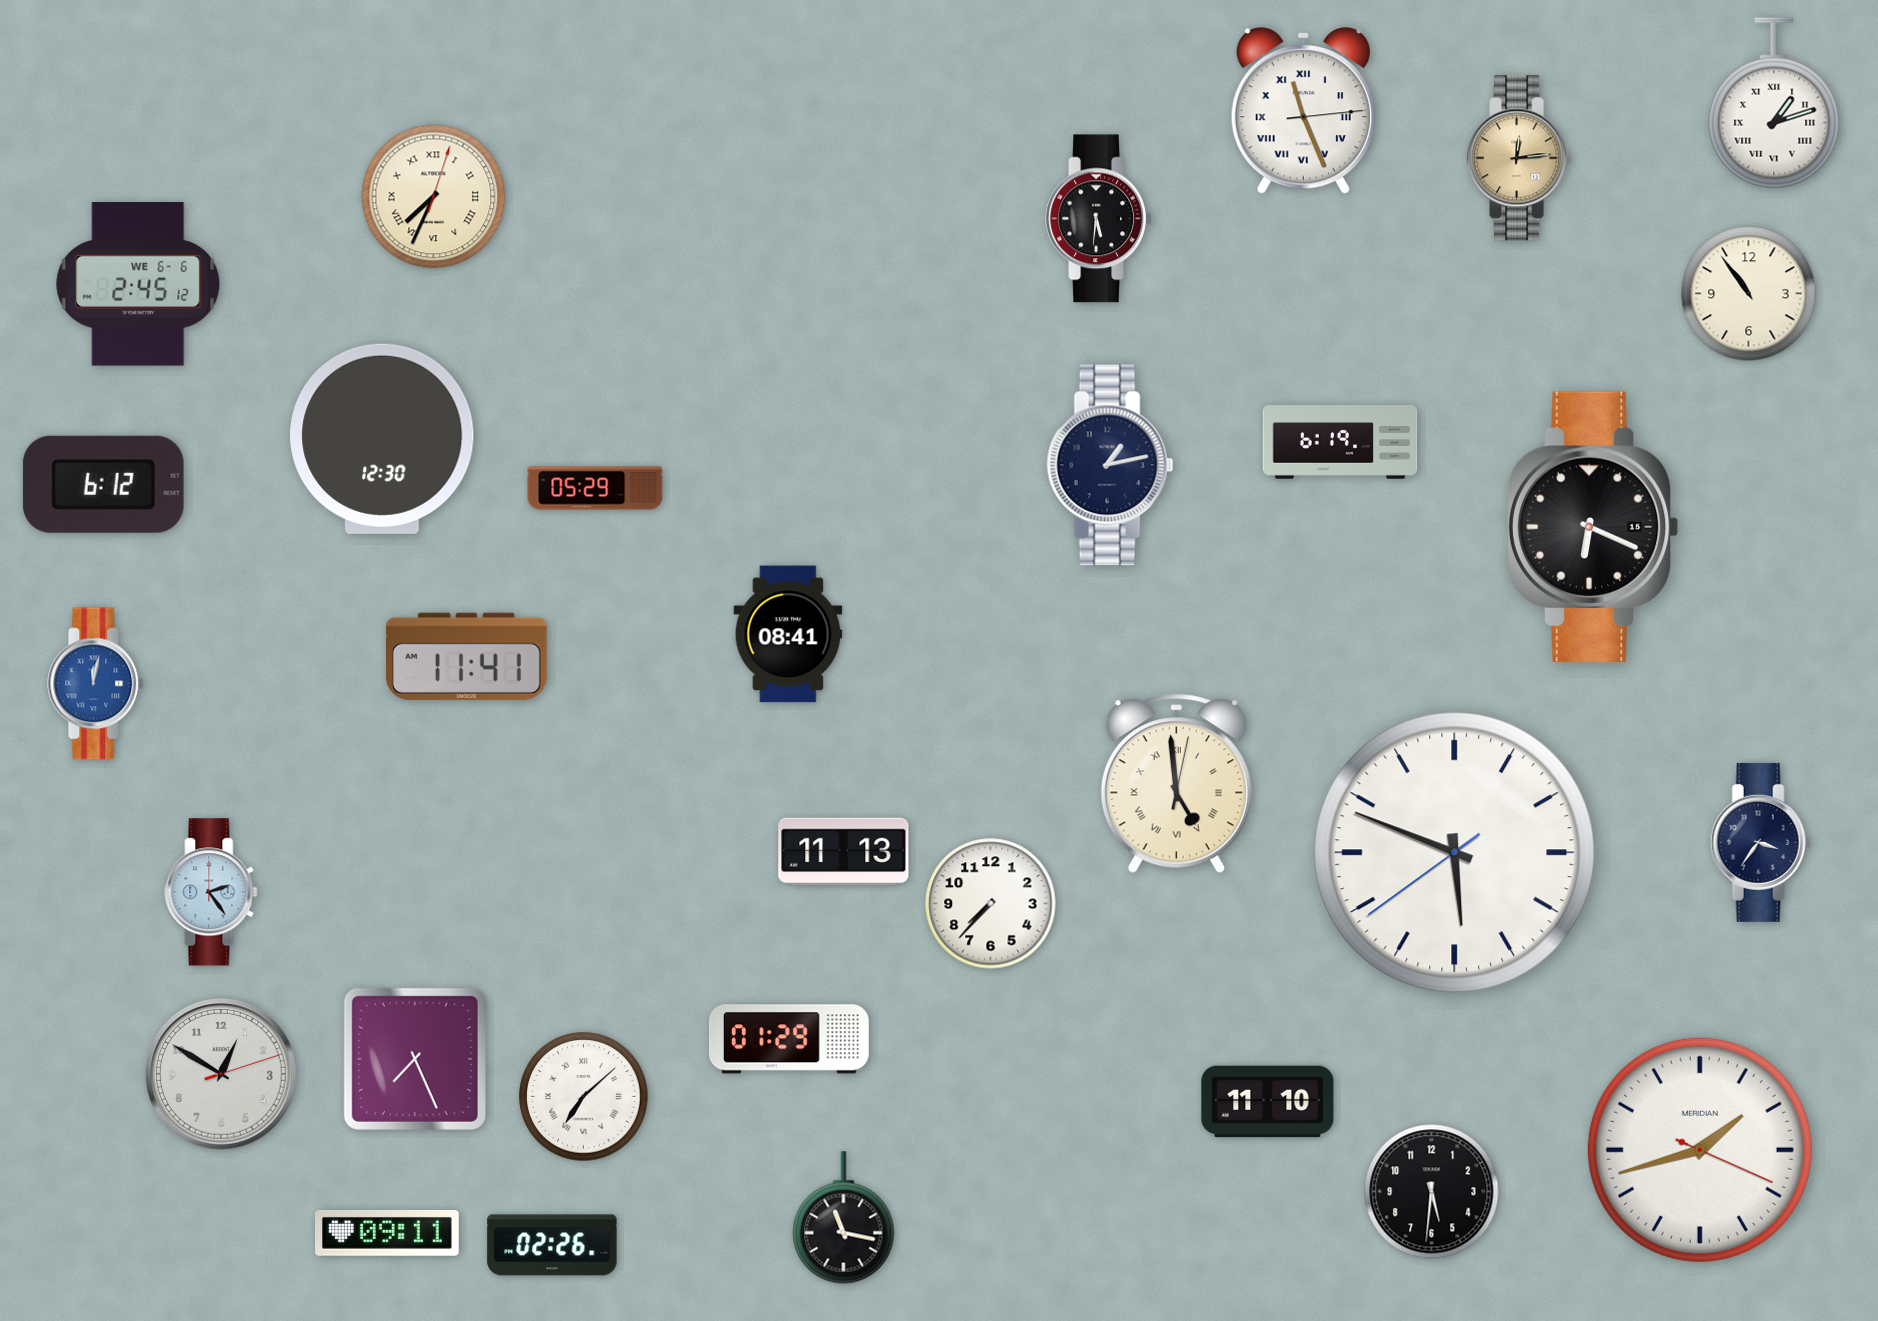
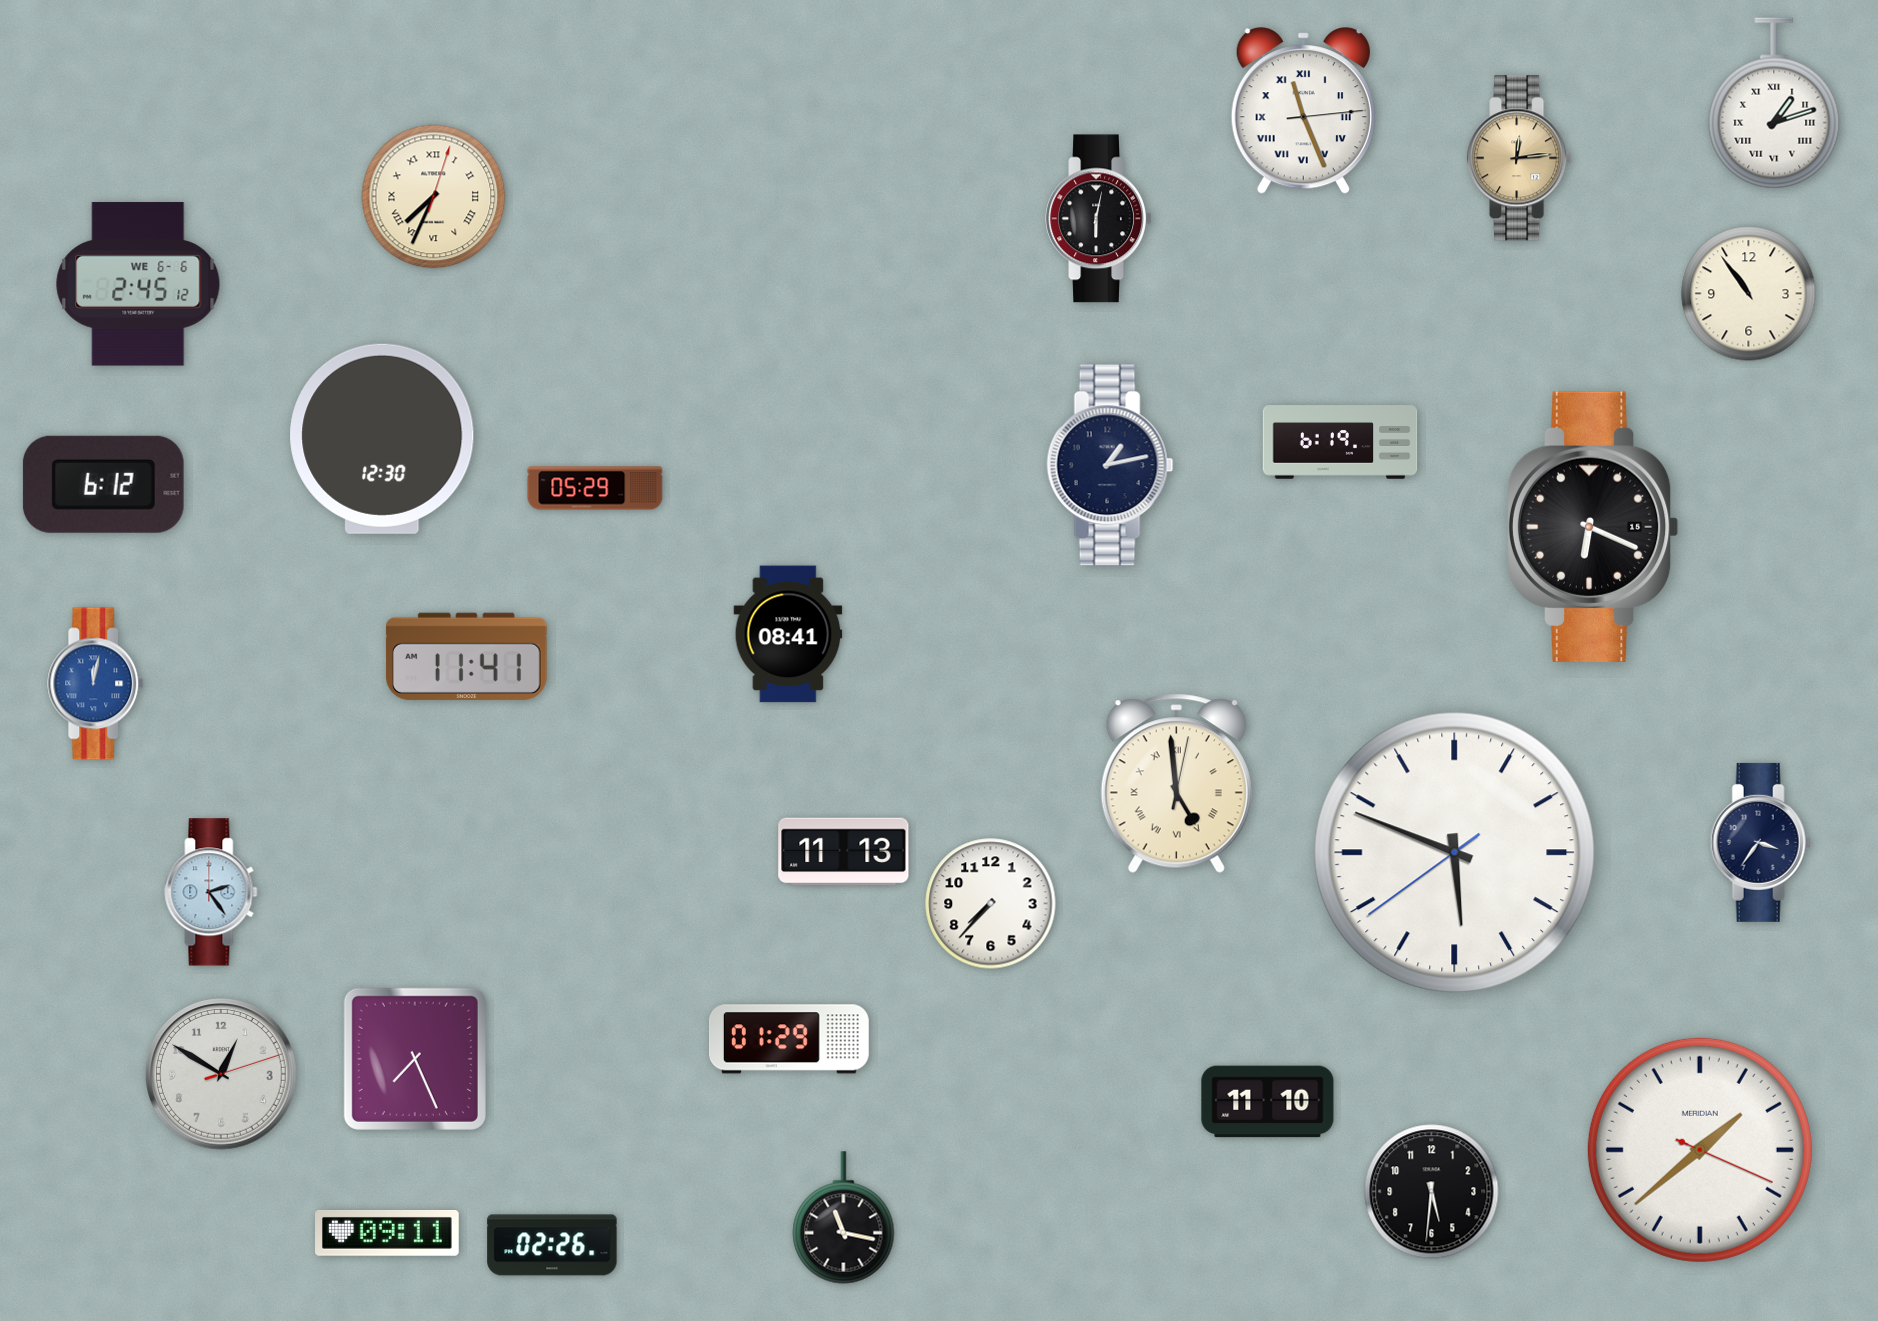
clock at (1099, 219): 5:31 -> 6:02
clock at (584, 1097): 7:08 -> none
clock at (1700, 1150): 1:42 -> 1:38
